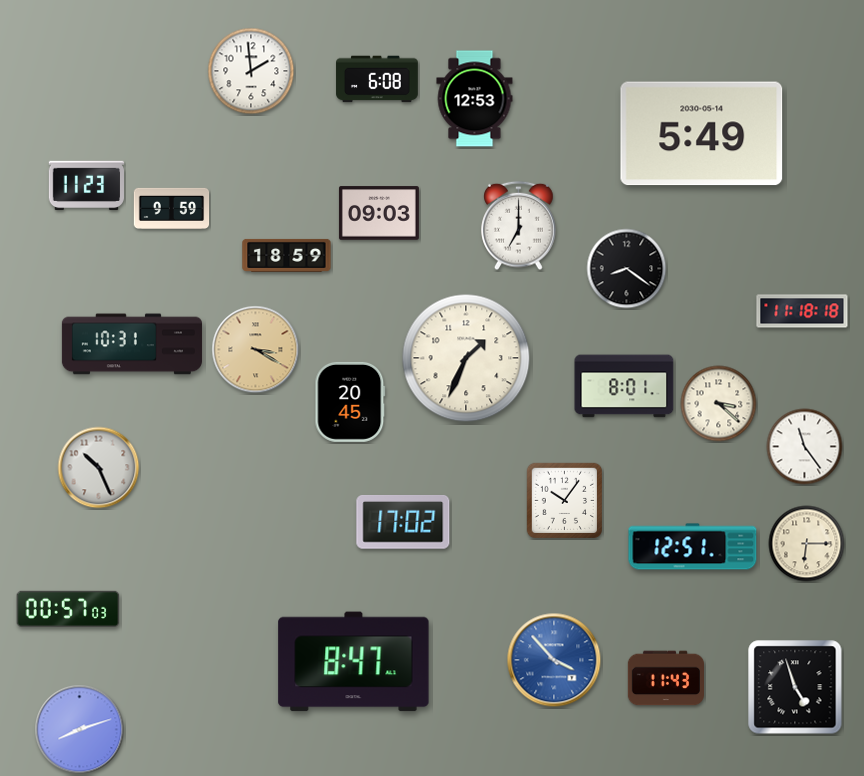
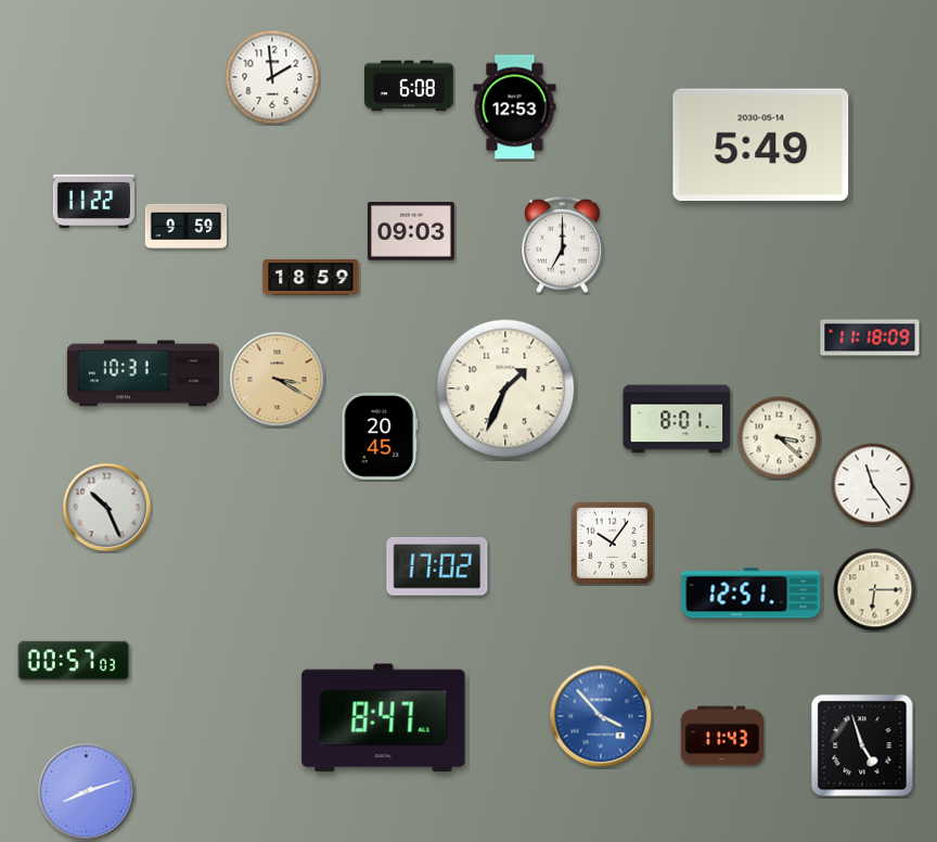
clock at (87, 186): 11:23 -> 11:22
clock at (627, 269): 8:21 -> none
clock at (802, 311): 11:18:18 -> 11:18:09
